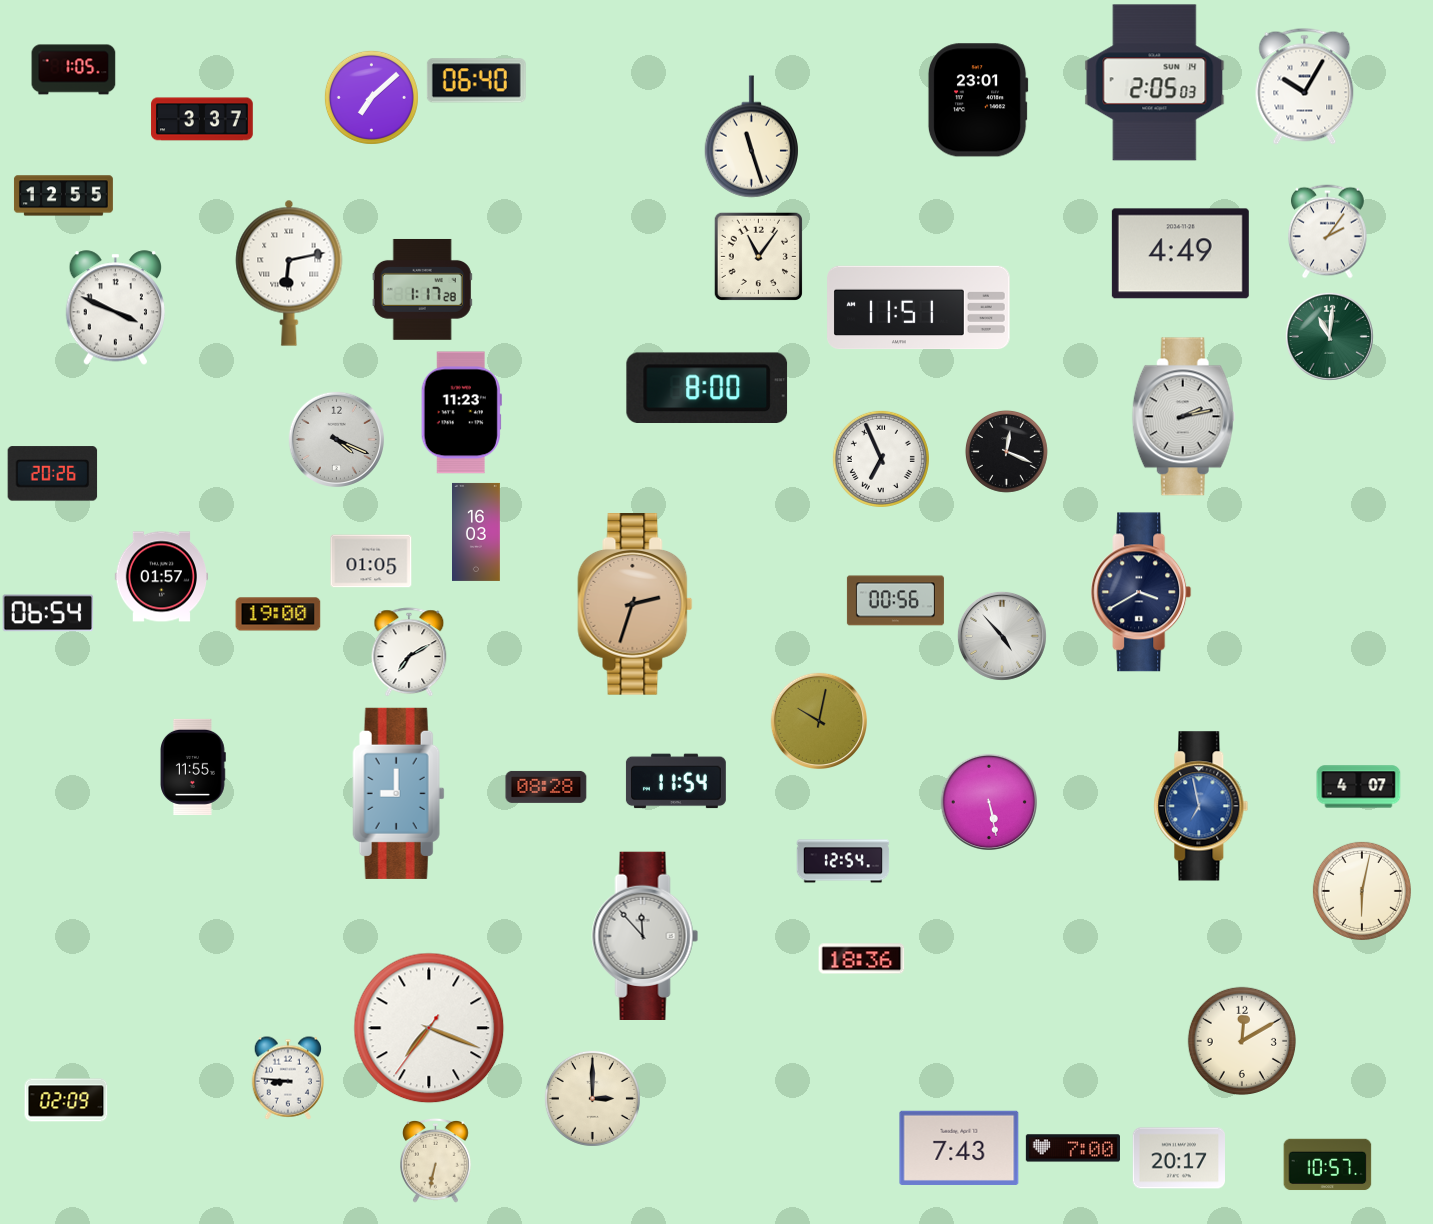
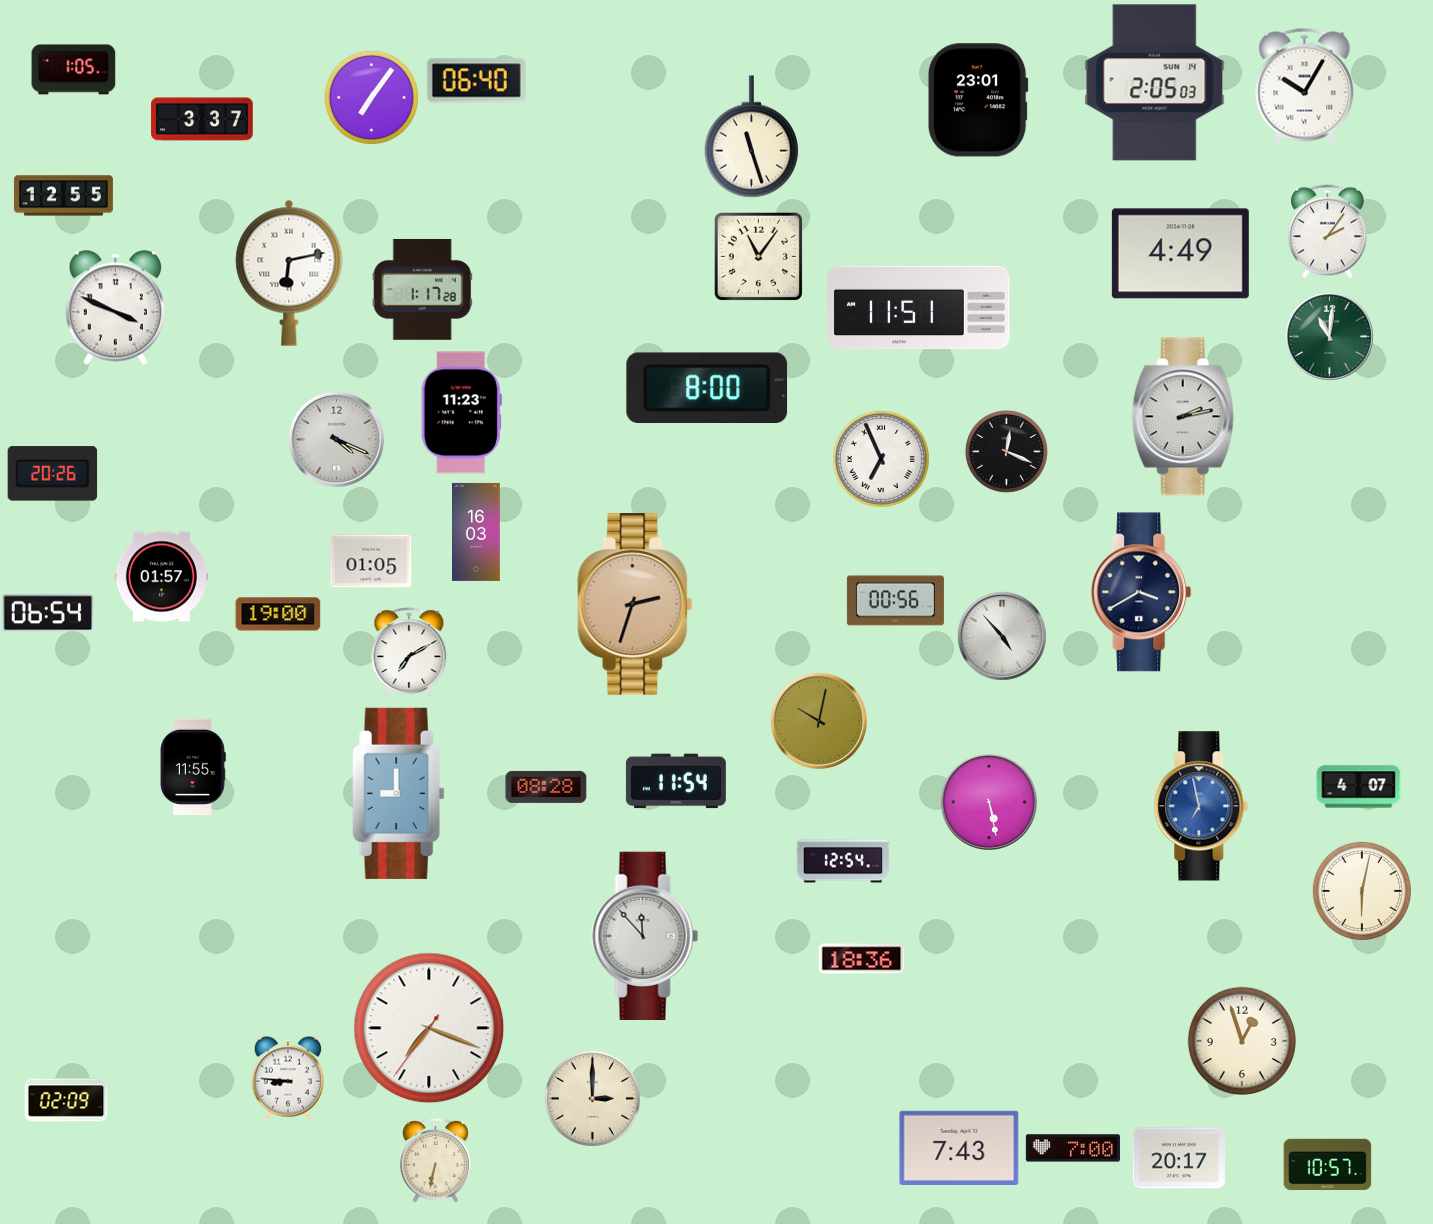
clock at (371, 97): 7:08 -> 7:06
clock at (1242, 1041): 12:10 -> 12:57
